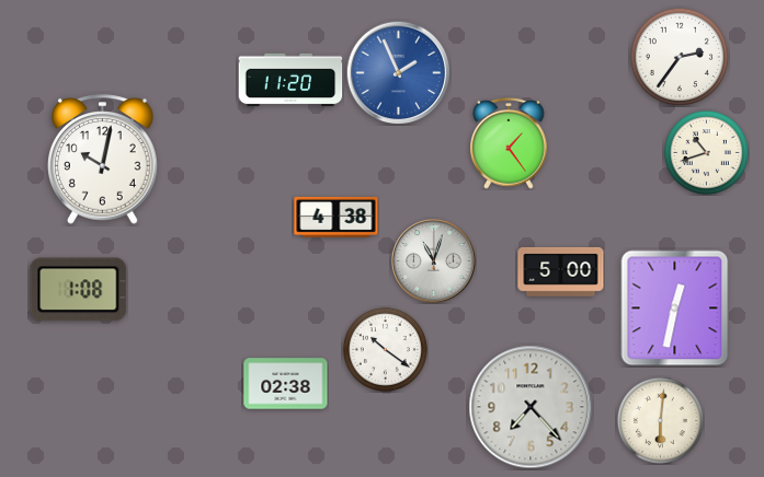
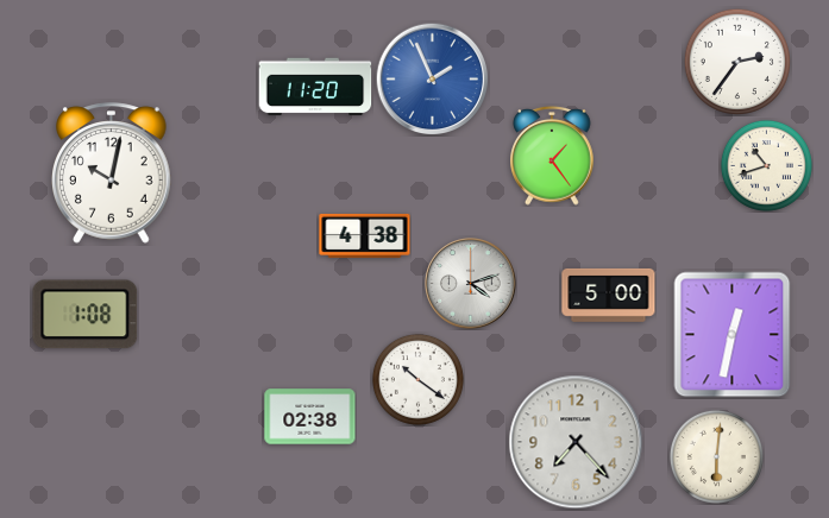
clock at (434, 261): 11:03 -> 4:12
